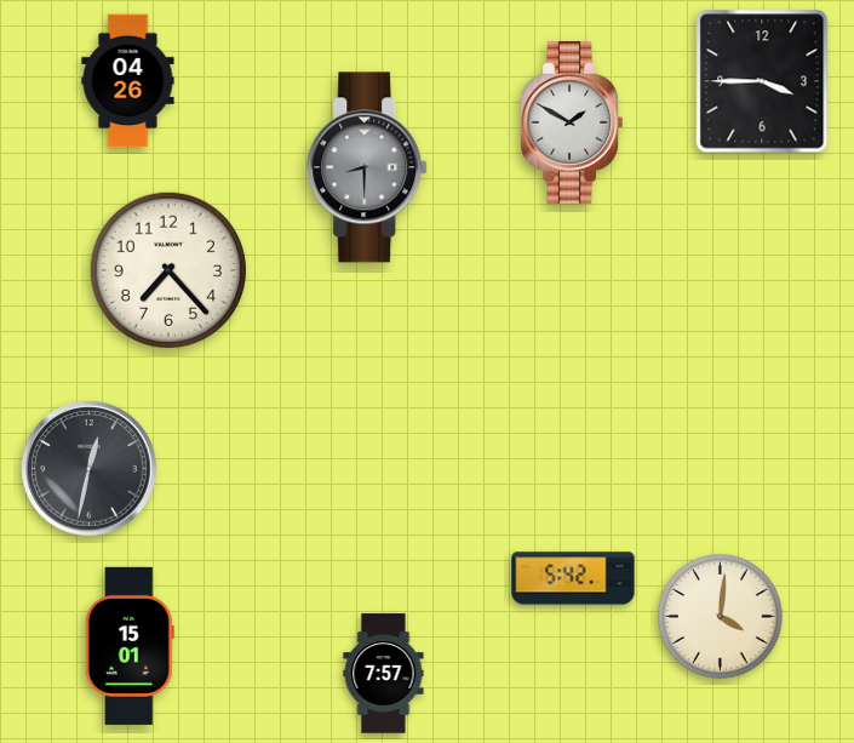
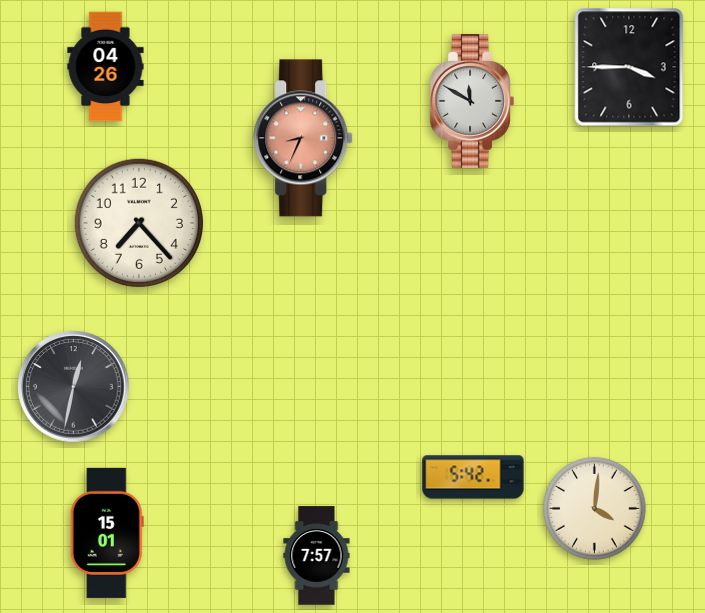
clock at (572, 122): 1:50 -> 11:50
clock at (368, 167): 8:30 -> 8:34
clock at (368, 167) dial: grey -> salmon
